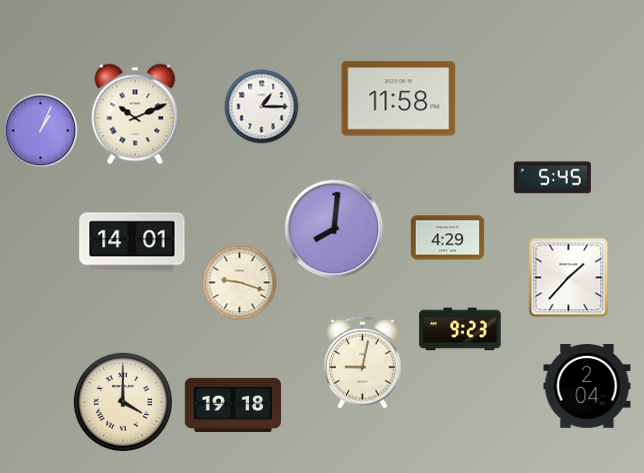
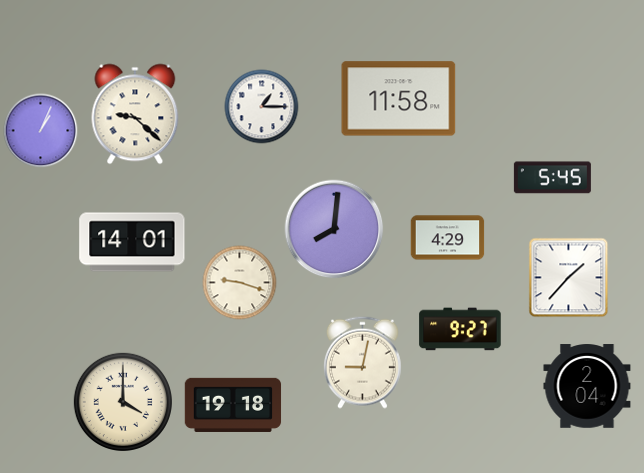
clock at (135, 114): 10:11 -> 9:22
clock at (460, 329): 9:23 -> 9:27
